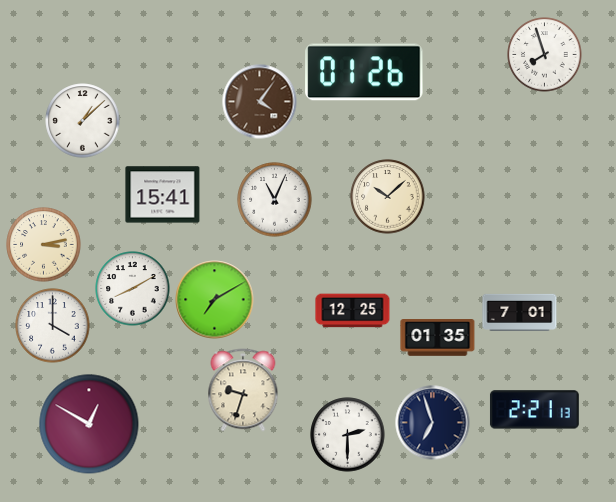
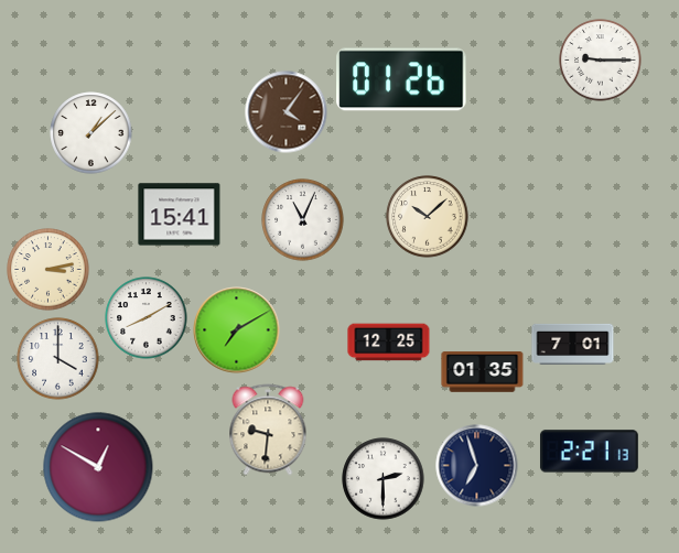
clock at (545, 55): 7:57 -> 9:15
clock at (243, 390): 9:33 -> 9:31
